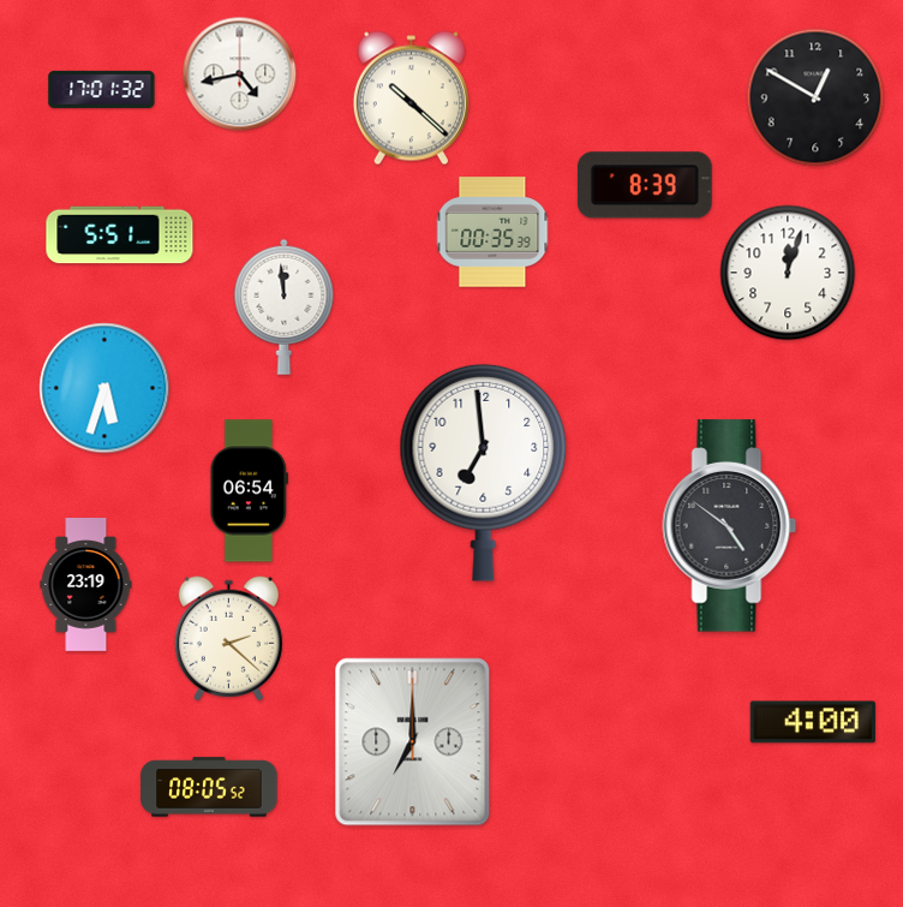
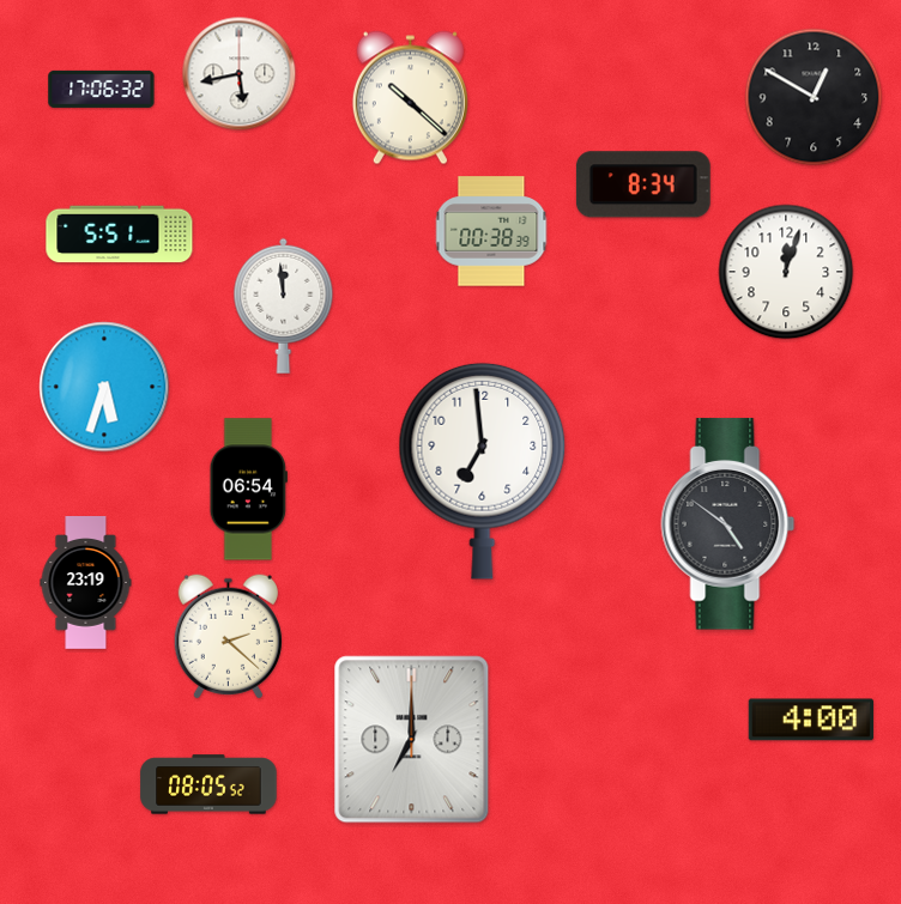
clock at (240, 74): 4:43 -> 5:43
clock at (102, 89): 17:01 -> 17:06
clock at (645, 185): 8:39 -> 8:34
clock at (492, 232): 00:35 -> 00:38
